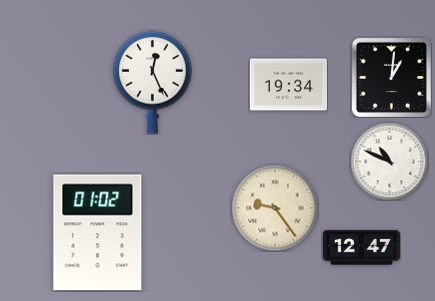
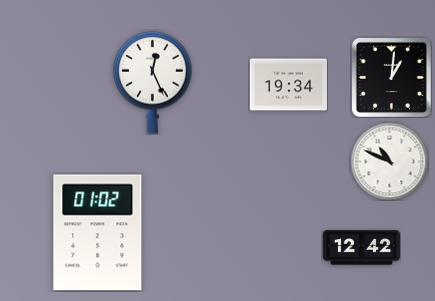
clock at (275, 208): 9:24 -> none
clock at (361, 248): 12:47 -> 12:42
